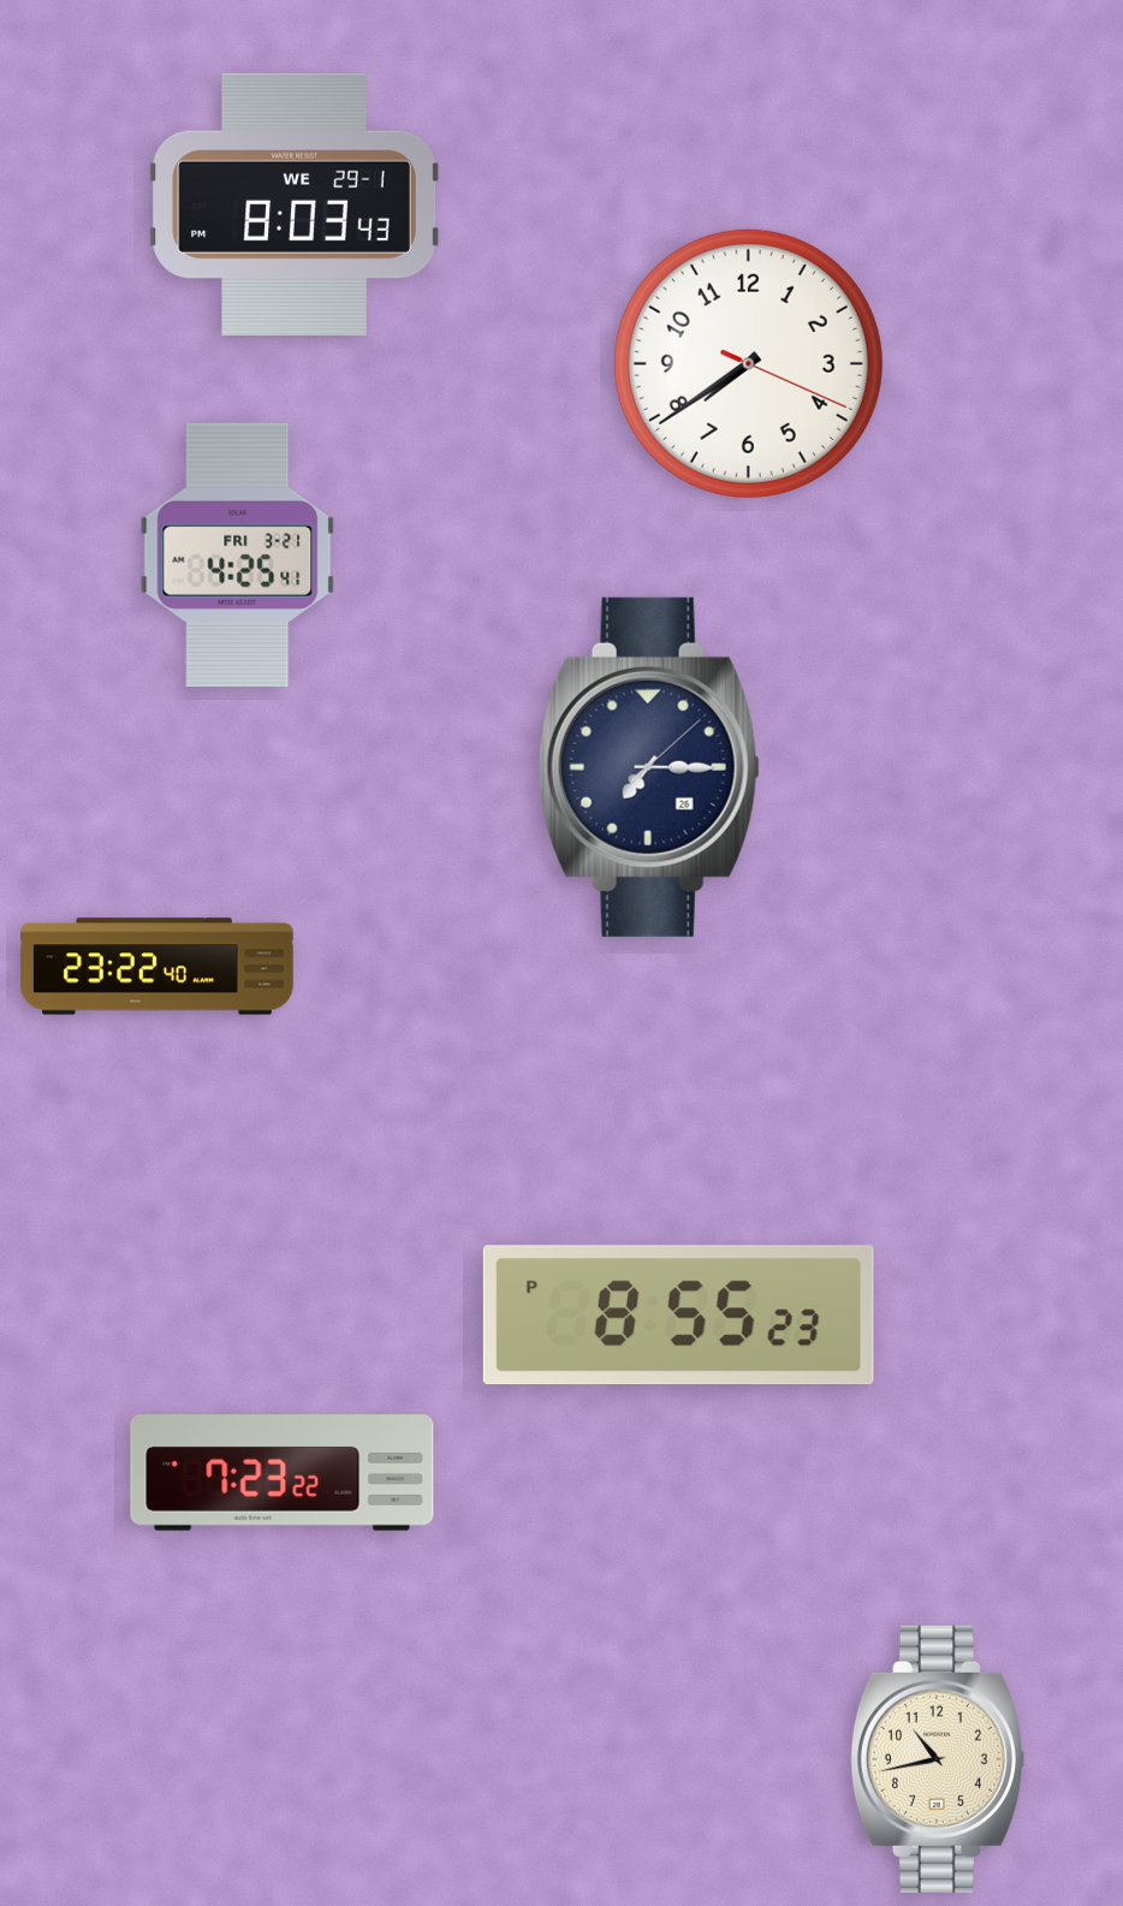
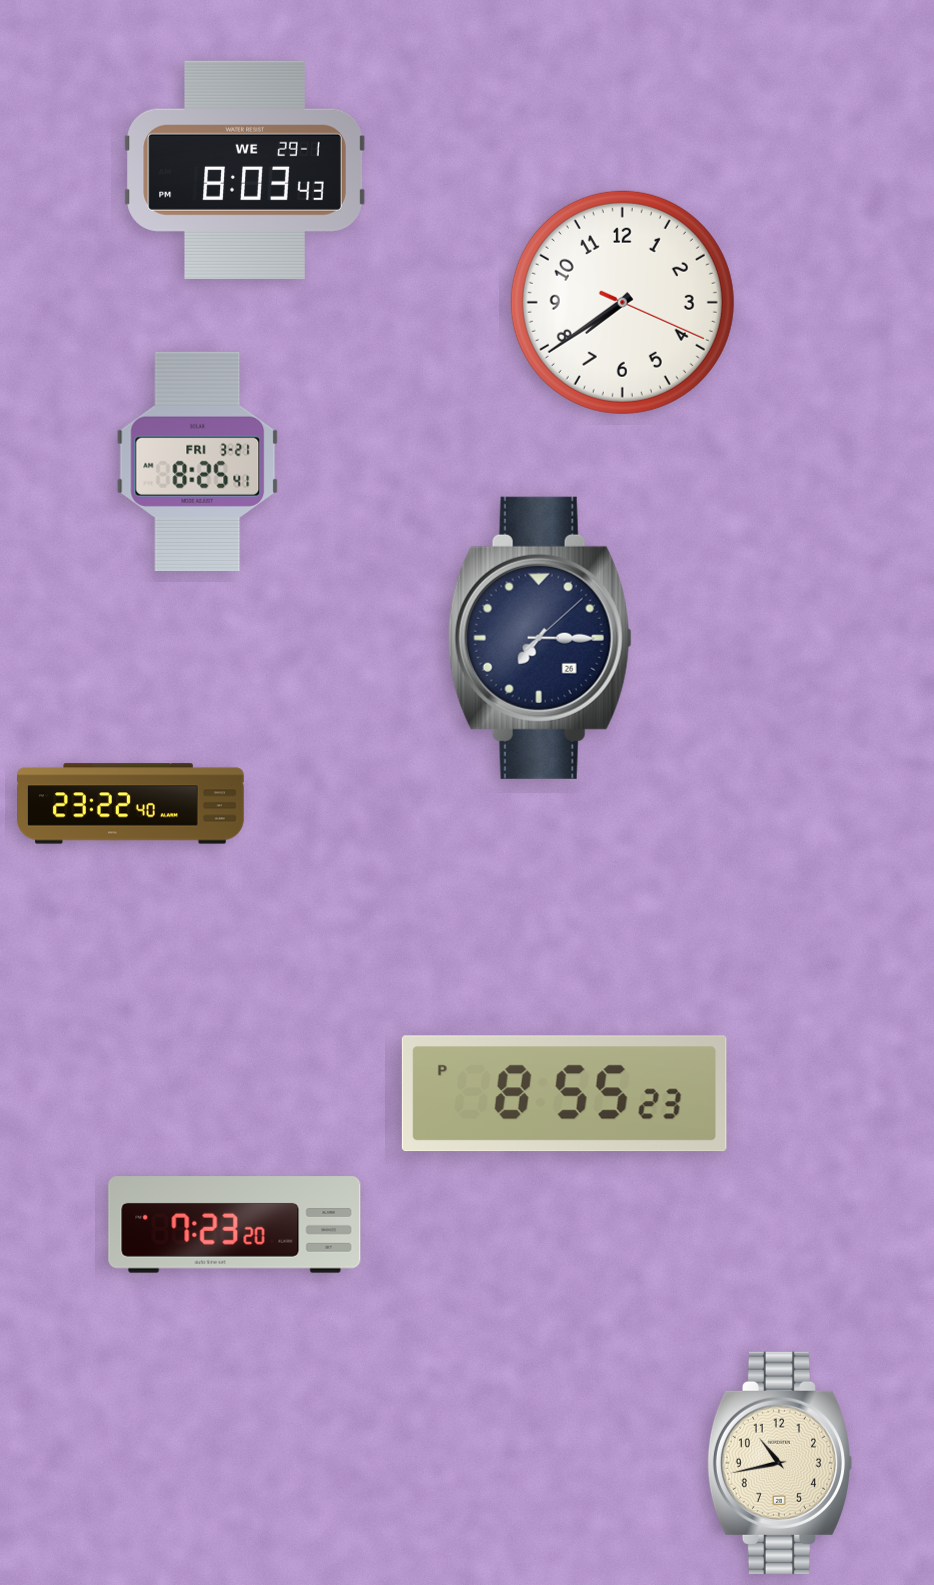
clock at (238, 554): 4:25 -> 8:25
clock at (283, 1473): 7:23:22 -> 7:23:20
